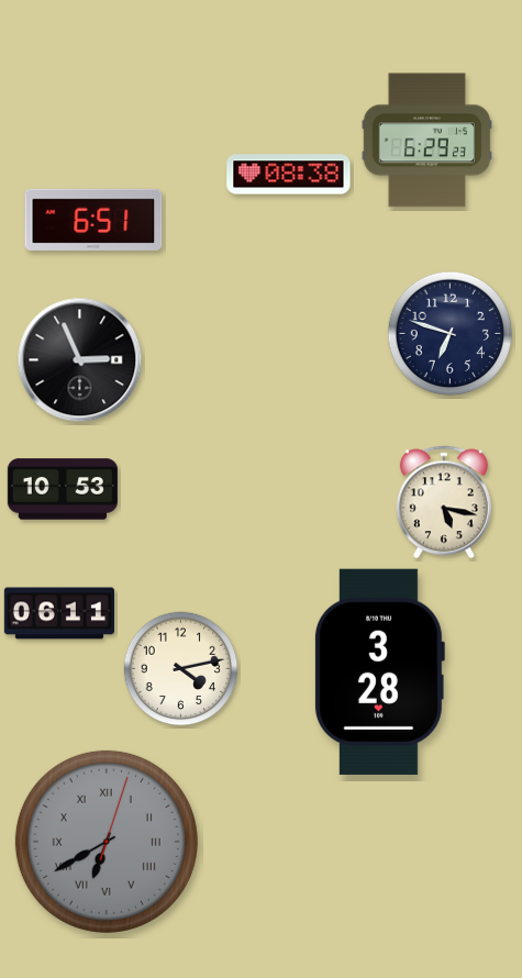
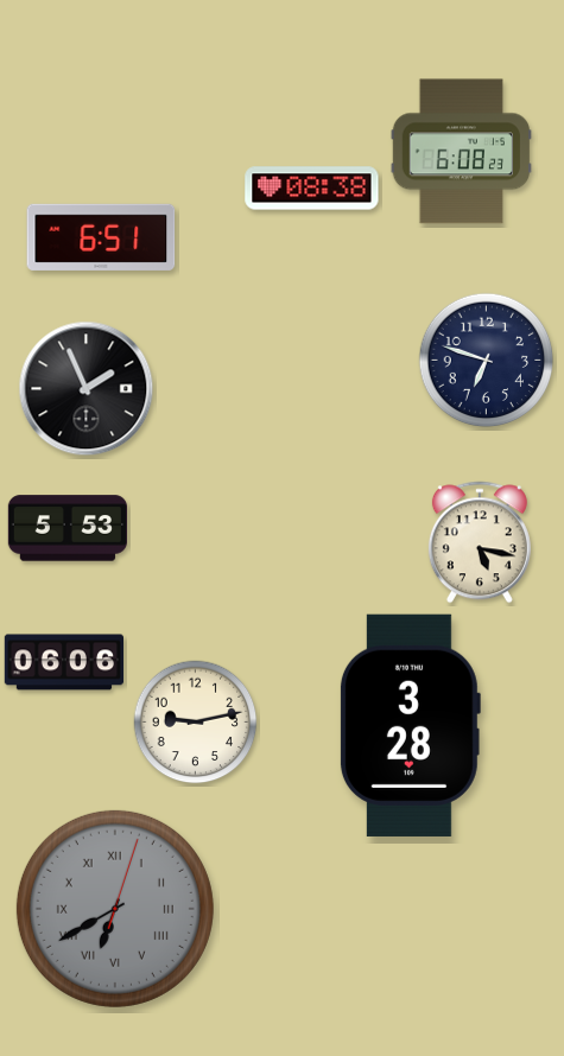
clock at (426, 141): 6:29 -> 6:08
clock at (80, 360): 2:56 -> 1:56
clock at (62, 489): 10:53 -> 5:53
clock at (58, 613): 06:11 -> 06:06
clock at (181, 669): 4:13 -> 9:13
